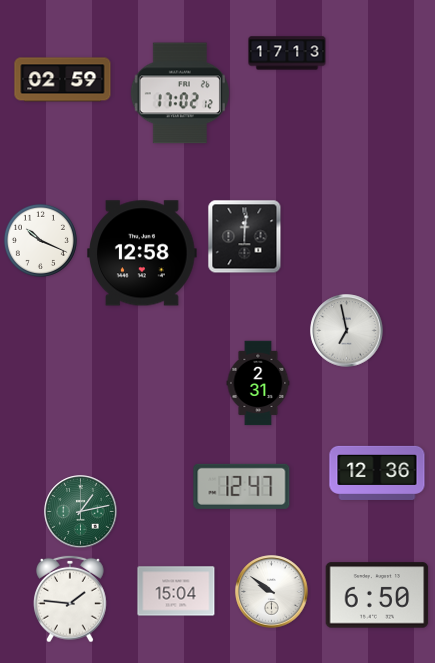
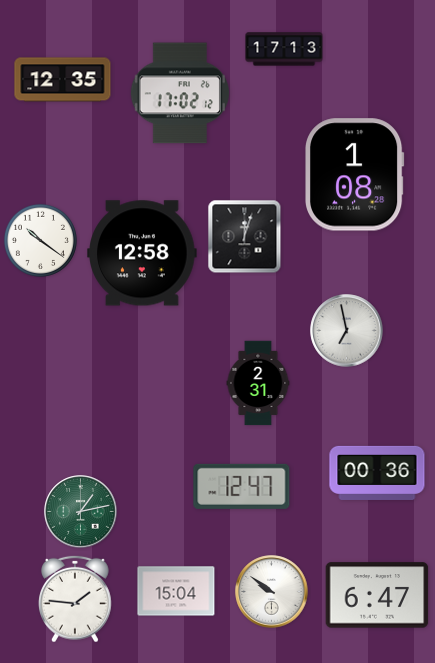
clock at (287, 53) position: (287, 53) -> (284, 49)
clock at (63, 80): 02:59 -> 12:35
clock at (355, 175): none -> 1:08
clock at (245, 237): 12:01 -> 12:03
clock at (40, 240): 10:19 -> 10:21
clock at (377, 473): 12:36 -> 00:36
clock at (377, 595): 6:50 -> 6:47
clock at (71, 599) position: (71, 599) -> (76, 599)
